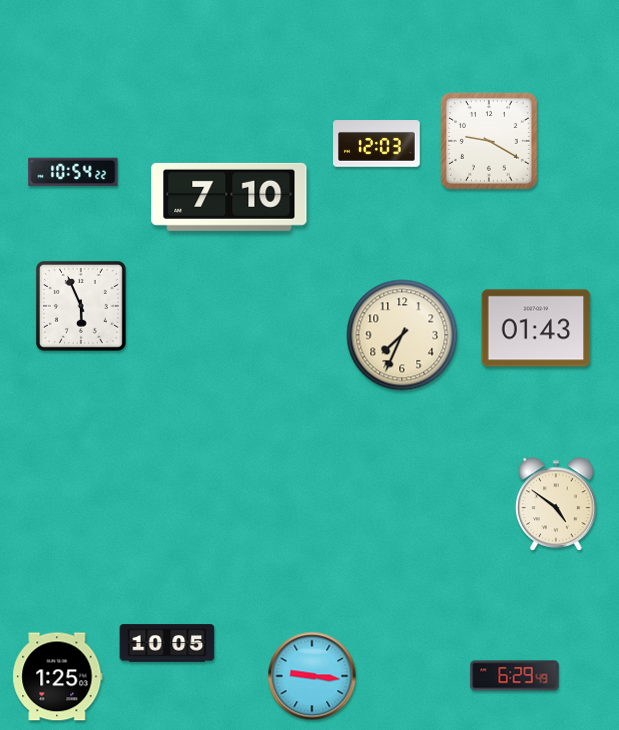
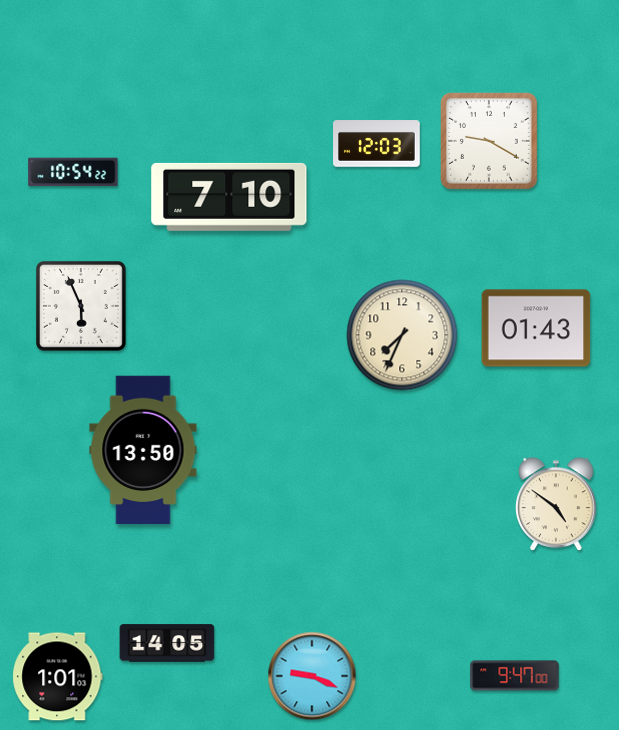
clock at (143, 450): none -> 13:50
clock at (167, 643): 10:05 -> 14:05
clock at (312, 676): 9:16 -> 9:19
clock at (515, 676): 6:29 -> 9:47
clock at (58, 677): 1:25 -> 1:01
